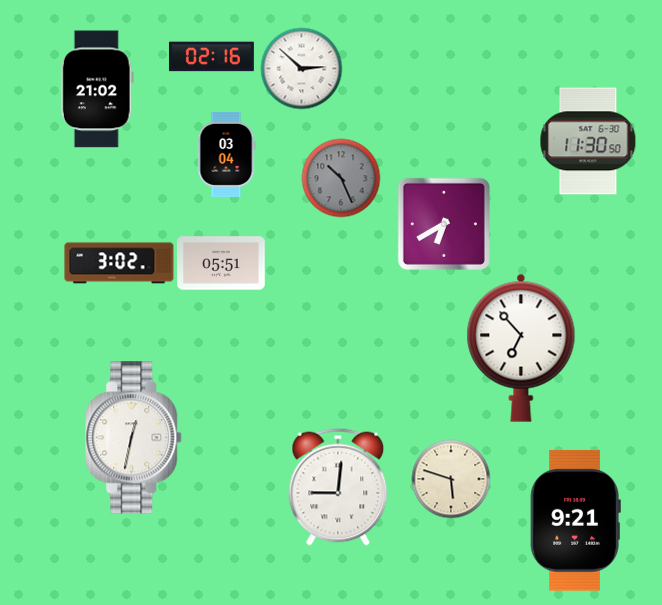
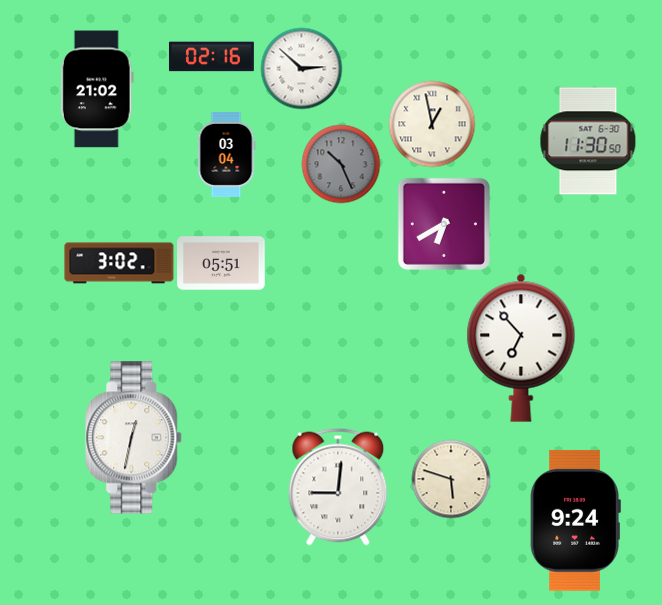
clock at (432, 124): none -> 12:58
clock at (341, 178) position: (341, 178) -> (341, 164)
clock at (575, 520): 9:21 -> 9:24
